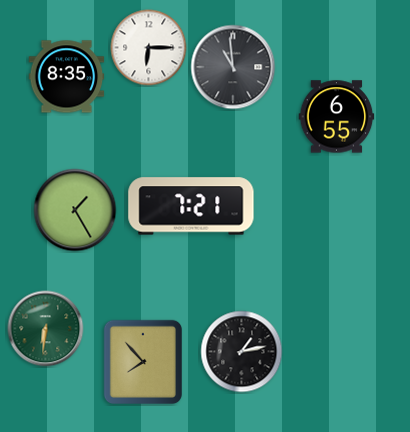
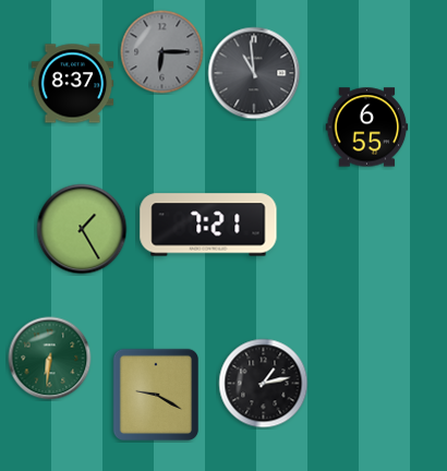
clock at (149, 48) dial: white -> grey
clock at (67, 77): 8:35 -> 8:37
clock at (142, 361): 7:53 -> 9:20
